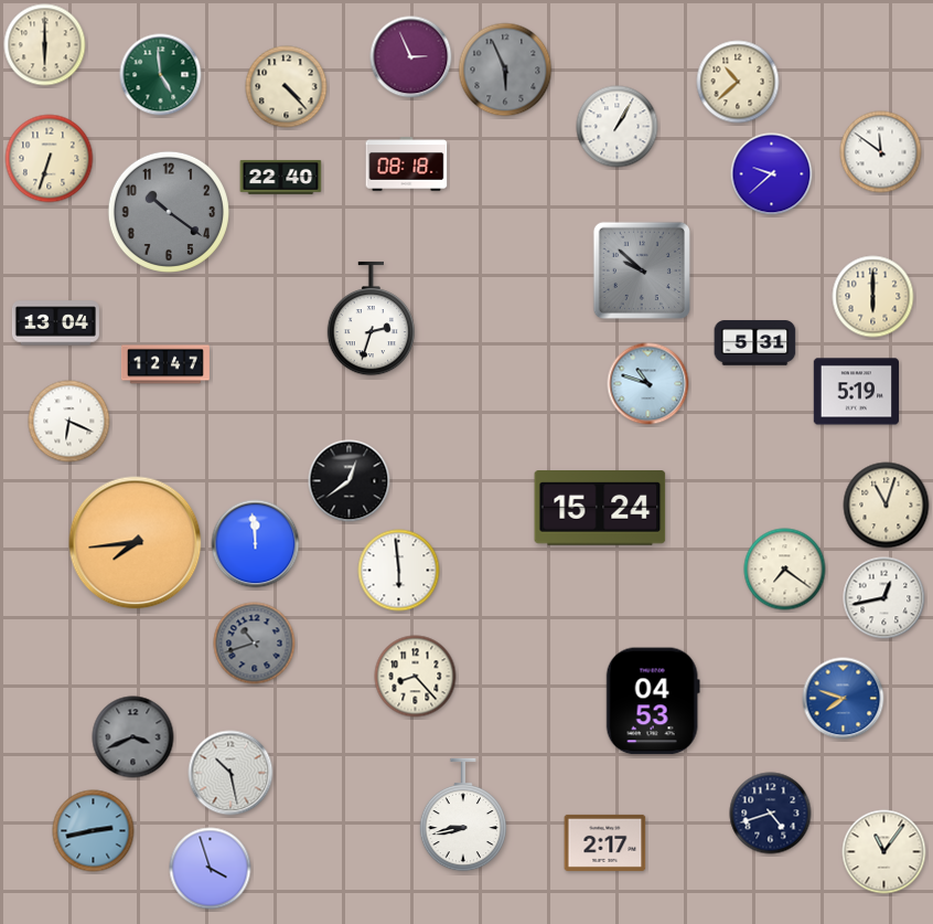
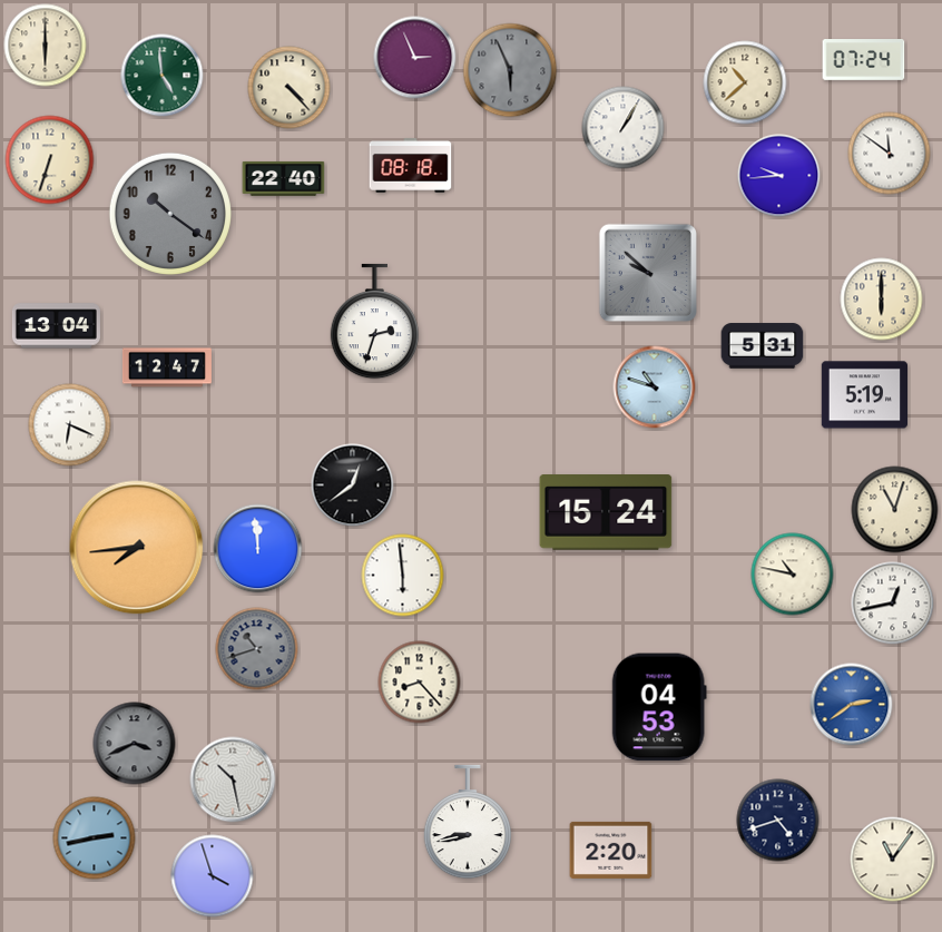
clock at (864, 60): none -> 07:24
clock at (772, 174): 9:38 -> 9:44
clock at (785, 570): 7:21 -> 10:47
clock at (844, 699): 7:48 -> 2:39
clock at (605, 842): 2:17 -> 2:20
